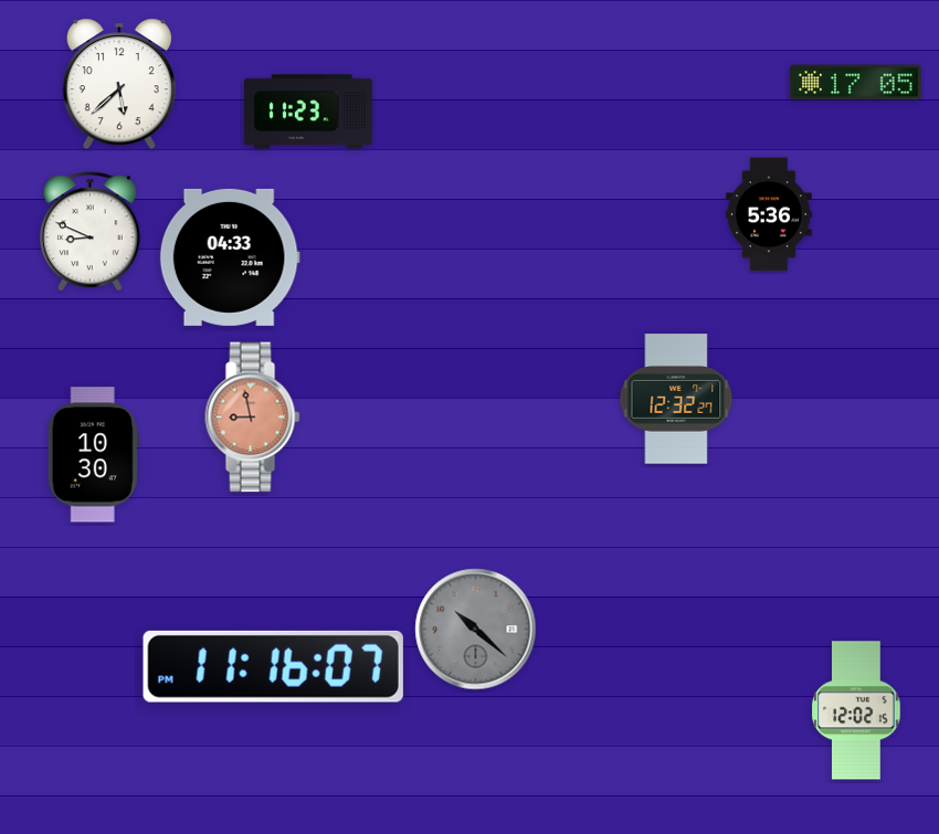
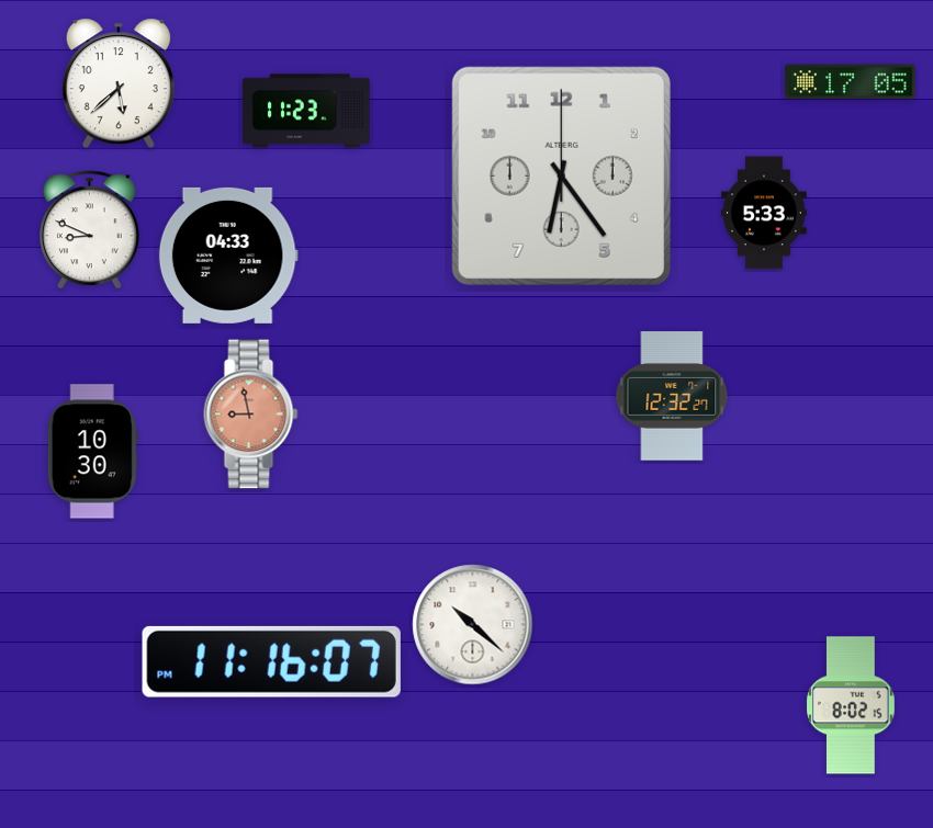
clock at (561, 175): none -> 6:24
clock at (770, 214): 5:36 -> 5:33
clock at (476, 630) dial: grey -> white
clock at (856, 710): 12:02 -> 8:02
